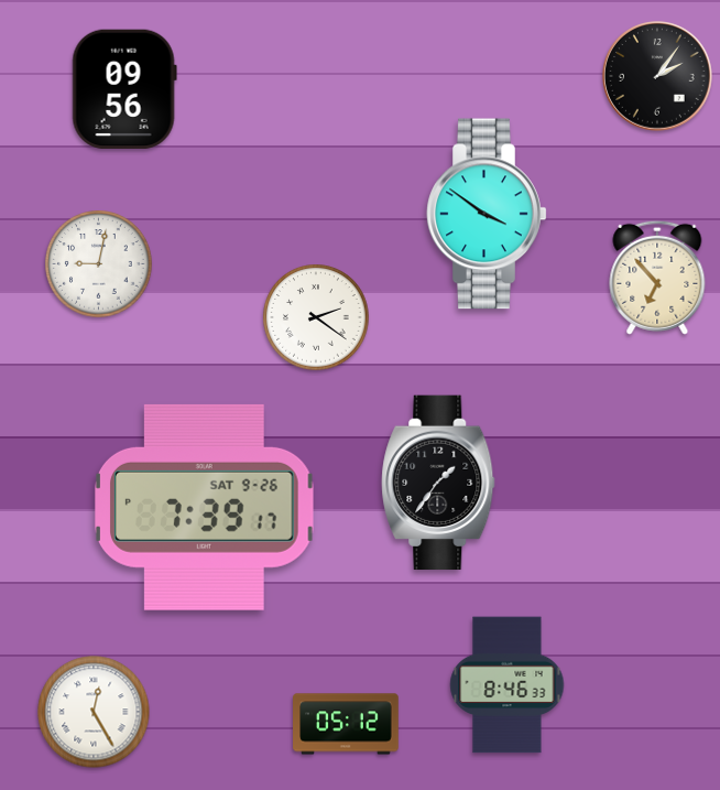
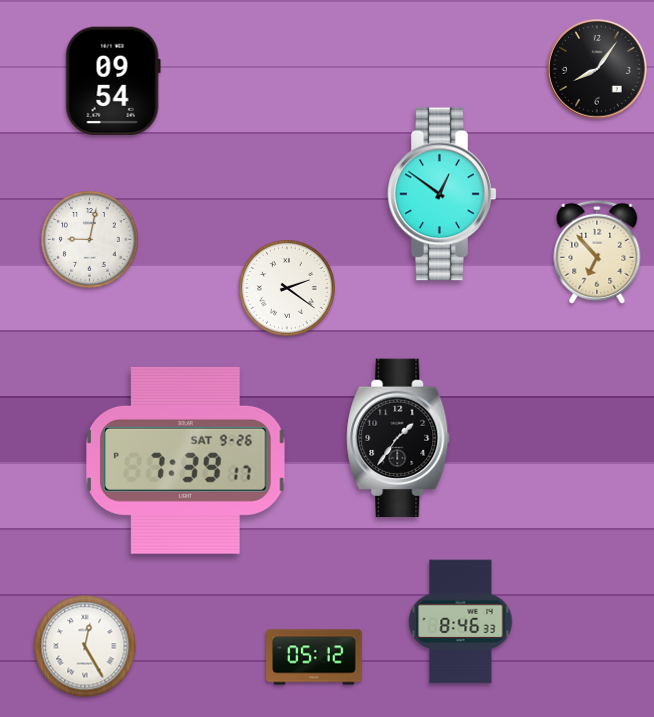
clock at (657, 76): 2:06 -> 8:06
clock at (124, 89): 09:56 -> 09:54
clock at (487, 214): 3:51 -> 12:51
